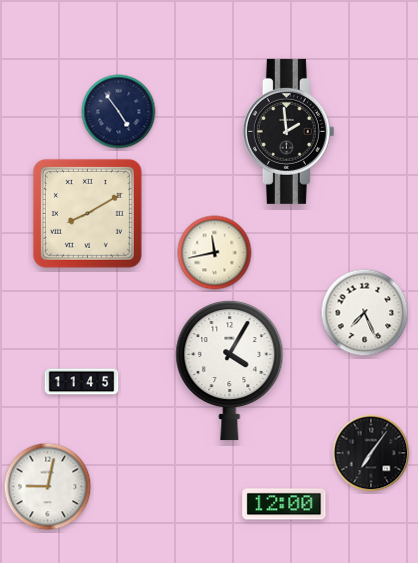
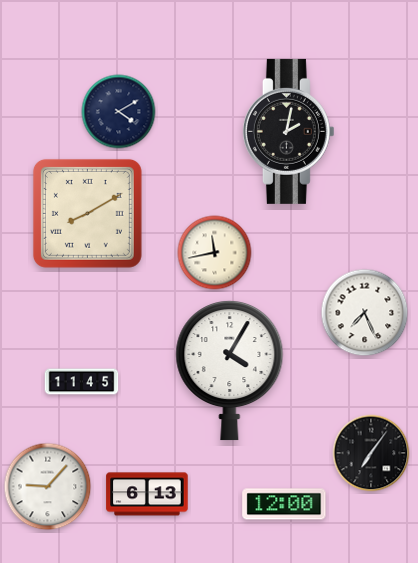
clock at (119, 112): 4:54 -> 4:10
clock at (288, 131): 1:59 -> 2:02
clock at (48, 487): 9:02 -> 9:07
clock at (147, 494): none -> 6:13
